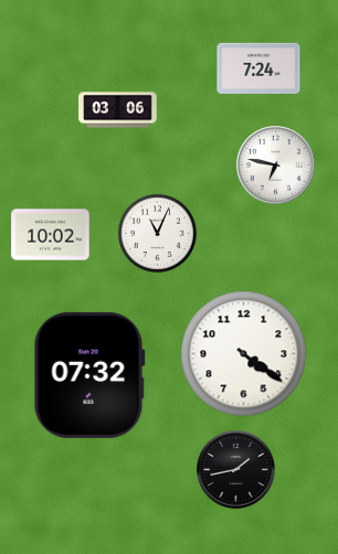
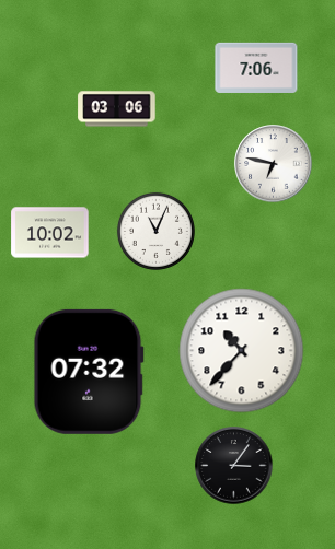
clock at (258, 68): 7:24 -> 7:06
clock at (244, 354): 4:21 -> 10:37
clock at (236, 470): 1:43 -> 3:06
